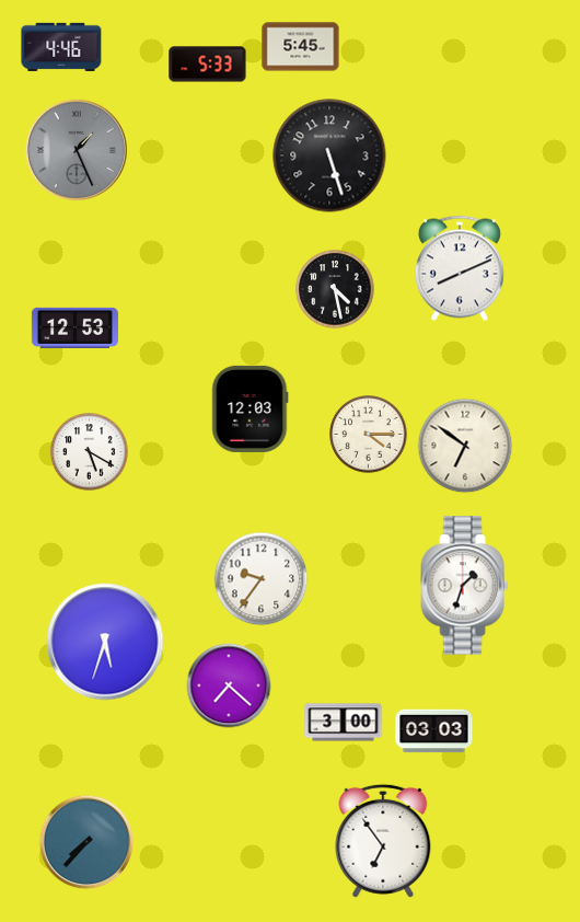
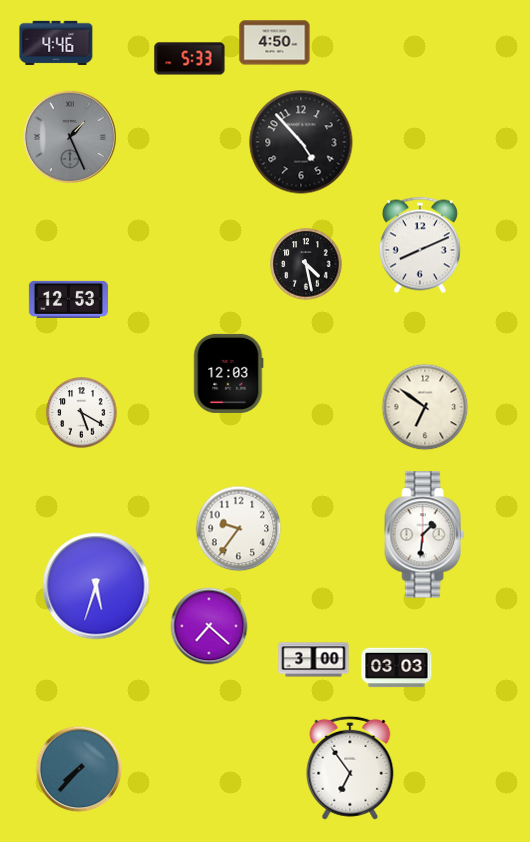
clock at (301, 47): 5:45 -> 4:50
clock at (329, 155): 5:27 -> 4:53
clock at (369, 435): 4:15 -> none
clock at (465, 586): 1:33 -> 1:31
